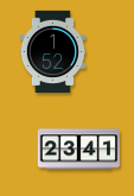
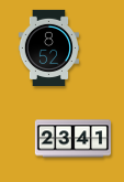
clock at (53, 51): 1:52 -> 8:52
